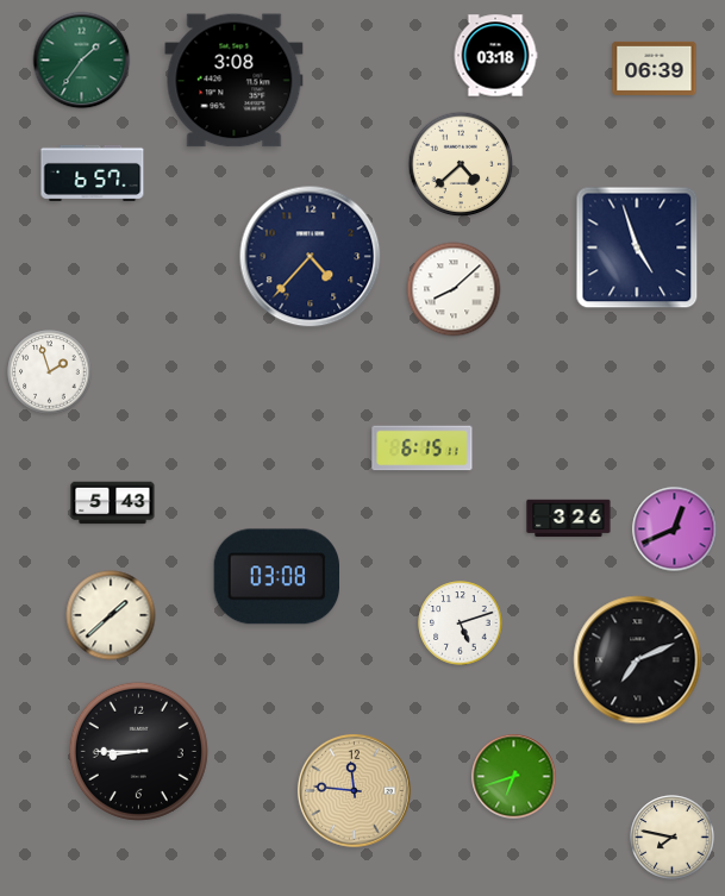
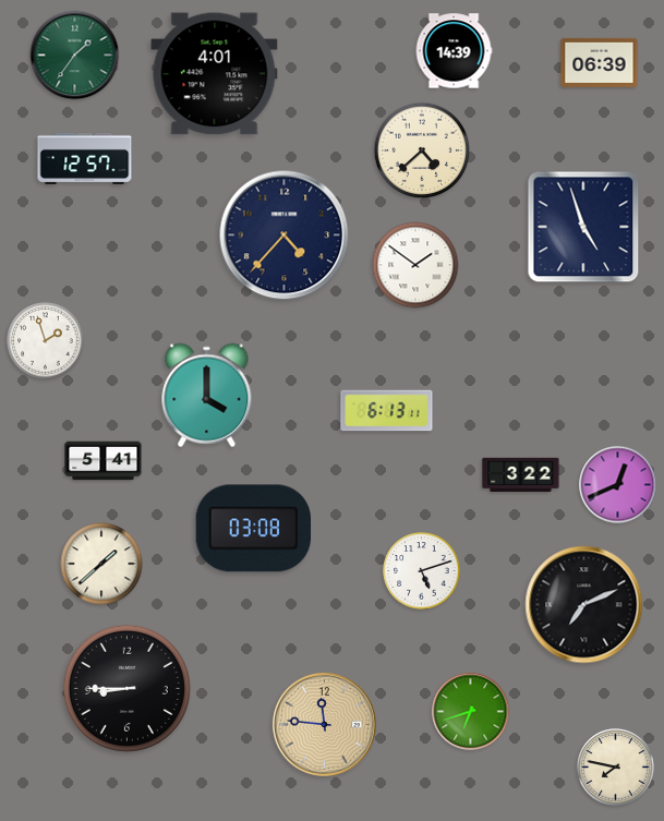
clock at (495, 56): 03:18 -> 14:39
clock at (235, 81): 3:08 -> 4:01
clock at (93, 173): 6:57 -> 12:57
clock at (454, 289): 8:08 -> 1:51
clock at (207, 396): none -> 4:00
clock at (423, 449): 6:15 -> 6:13
clock at (113, 503): 5:43 -> 5:41
clock at (569, 519): 3:26 -> 3:22
